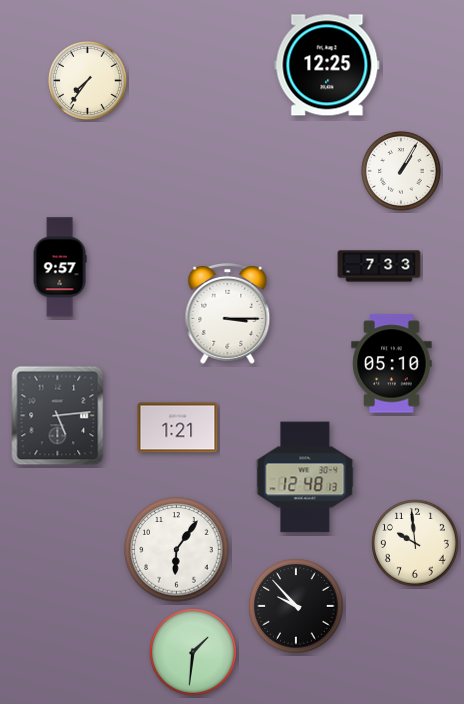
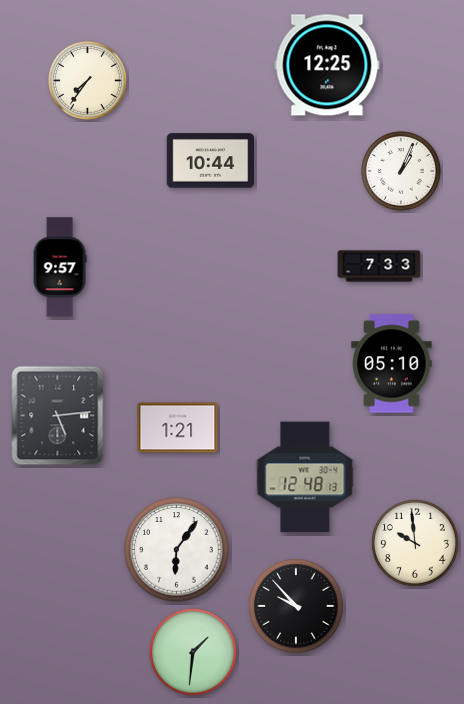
clock at (211, 161): none -> 10:44
clock at (401, 171): 1:05 -> 1:04
clock at (228, 313): 3:15 -> none
